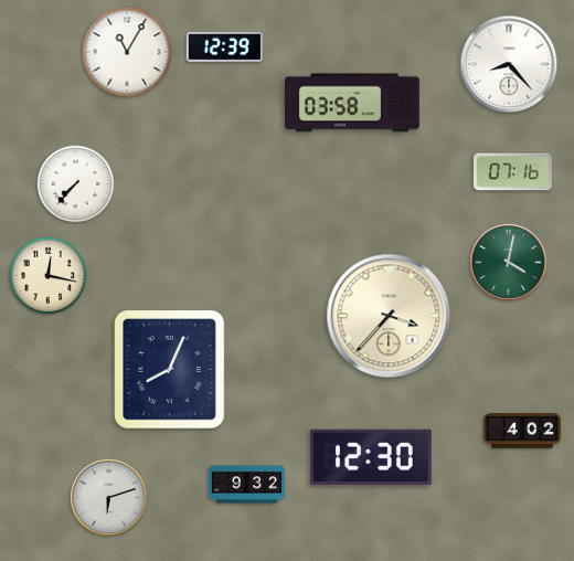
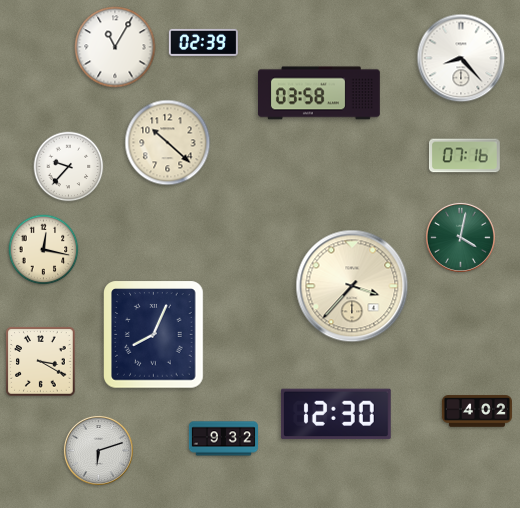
clock at (224, 46): 12:39 -> 02:39
clock at (168, 143): none -> 10:22
clock at (76, 184): 7:37 -> 9:37
clock at (41, 362): none -> 3:20
clock at (522, 431) position: (522, 431) -> (477, 411)
